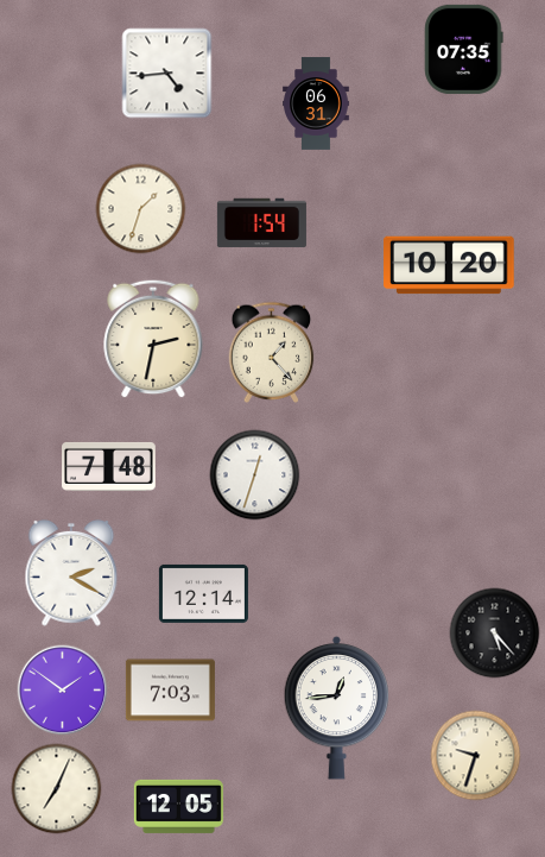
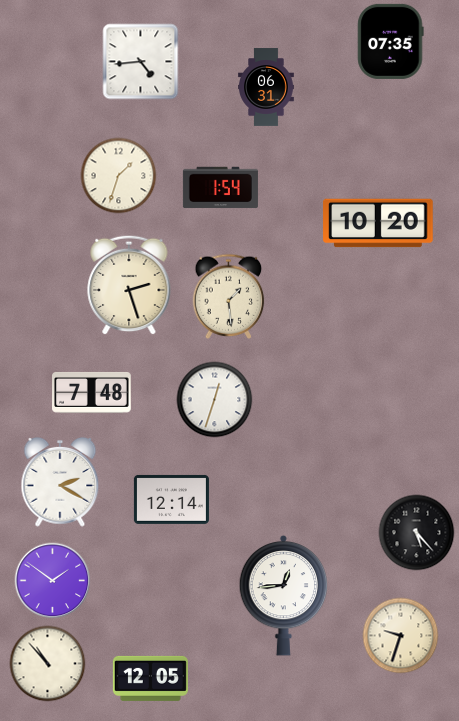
clock at (153, 339): 2:32 -> 2:27
clock at (272, 352): 1:23 -> 1:29
clock at (170, 691): 7:03 -> none
clock at (57, 789): 7:04 -> 10:53
